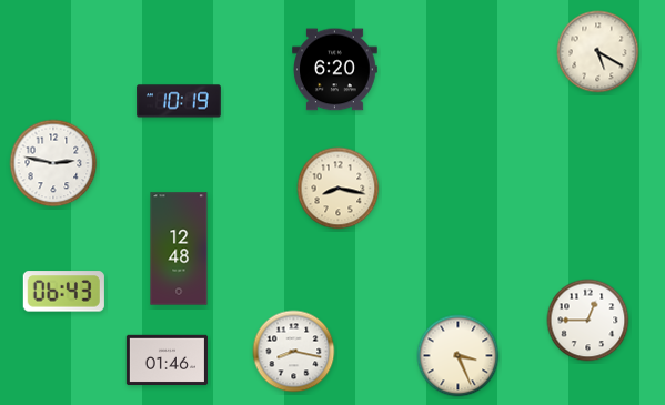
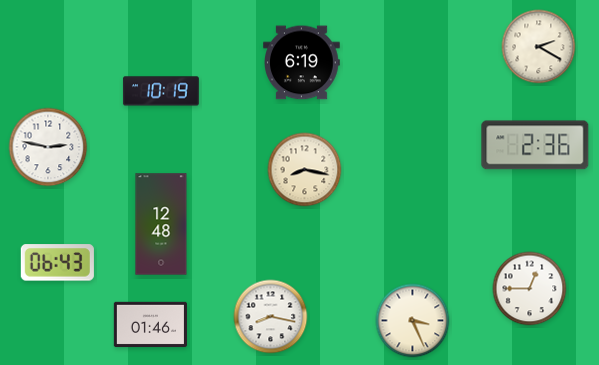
clock at (598, 52): 5:20 -> 2:20
clock at (335, 70): 6:20 -> 6:19
clock at (535, 145): none -> 2:36
clock at (294, 352) position: (294, 352) -> (271, 317)
